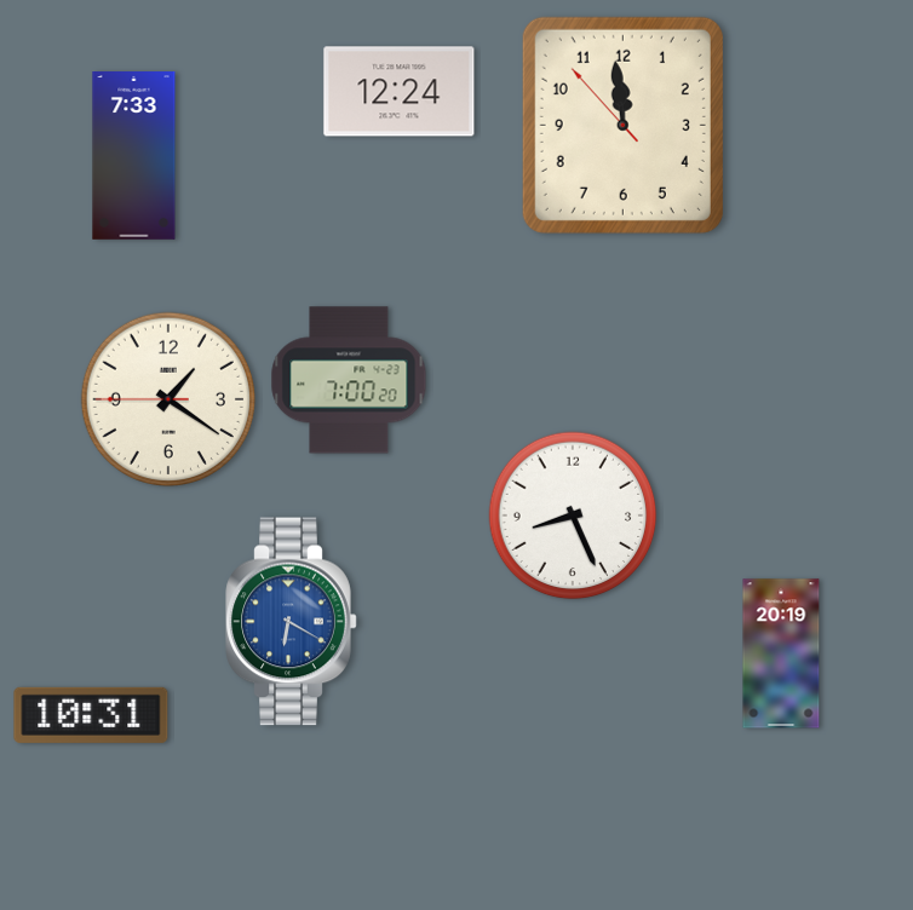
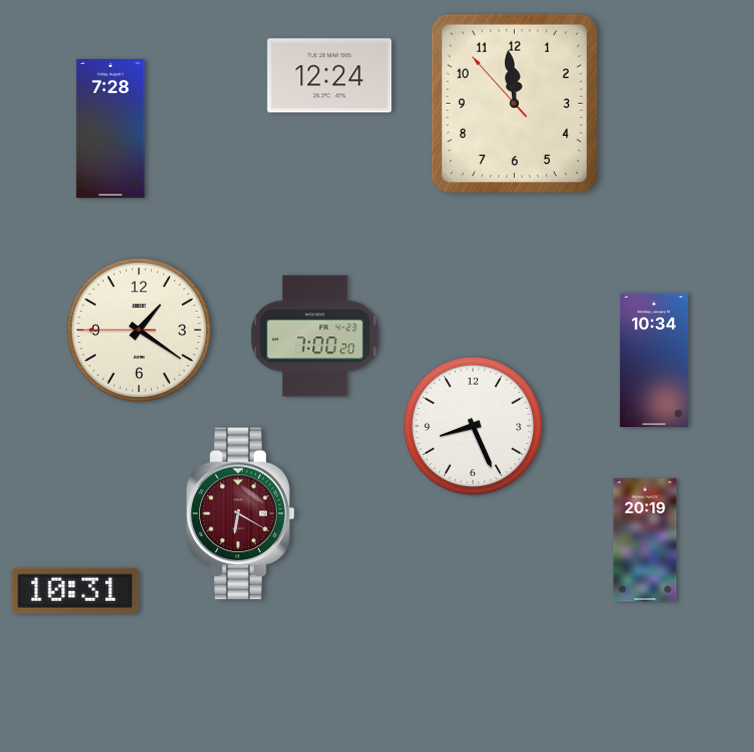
clock at (134, 156): 7:33 -> 7:28
clock at (349, 380) position: (349, 380) -> (315, 336)
clock at (654, 359): none -> 10:34
clock at (292, 622) dial: blue -> burgundy
